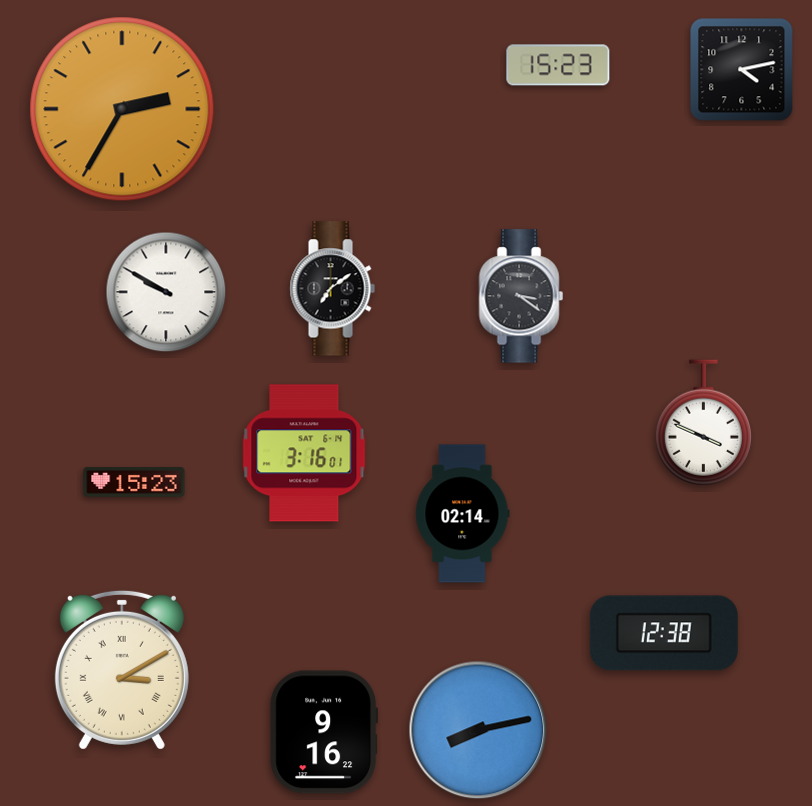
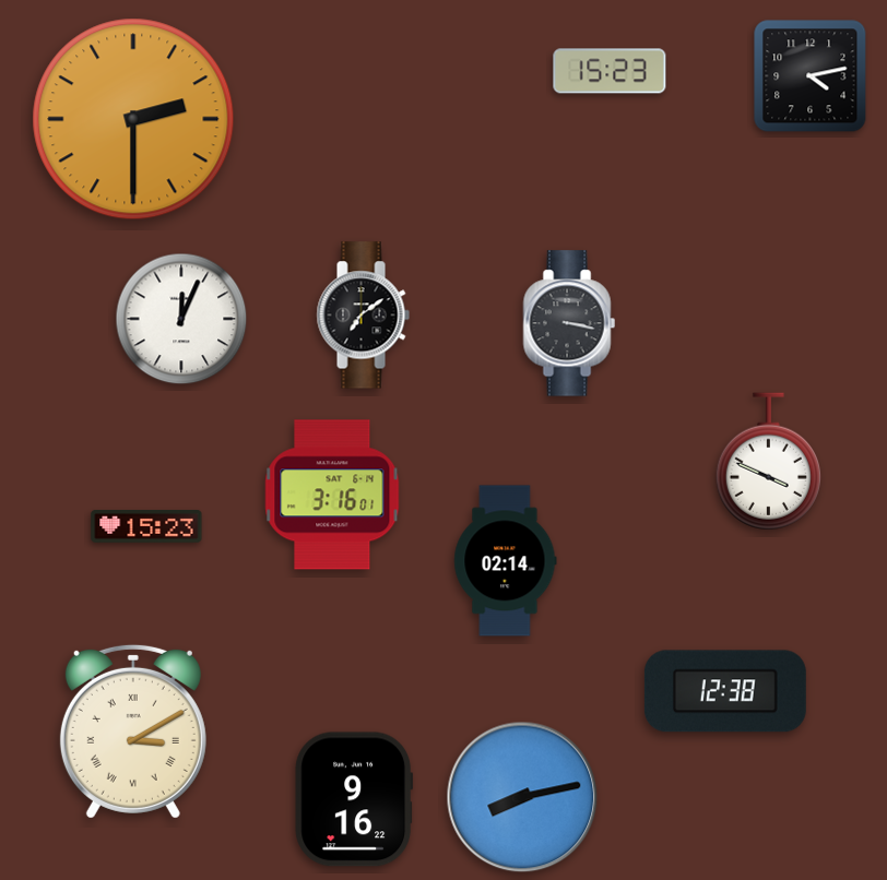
clock at (122, 109): 2:35 -> 2:30
clock at (166, 292): 9:50 -> 12:04
clock at (521, 296): 3:21 -> 3:17
